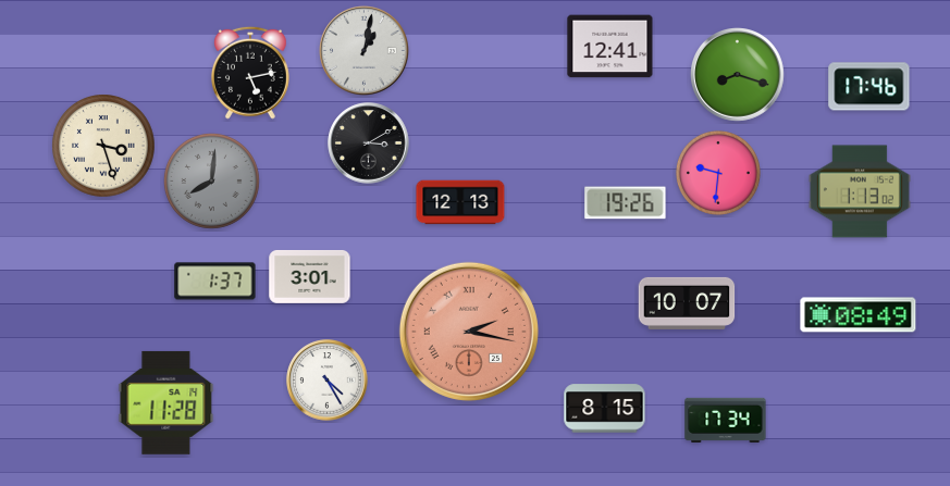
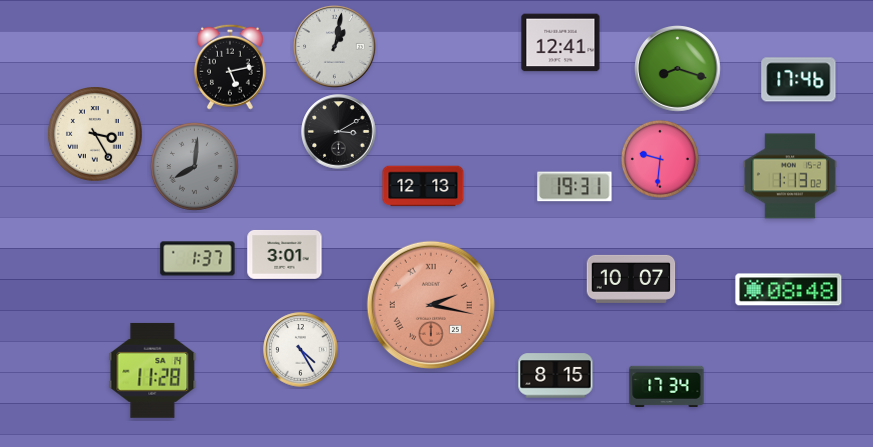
clock at (103, 146): 3:27 -> 3:25
clock at (626, 203): 19:26 -> 19:31
clock at (859, 315): 08:49 -> 08:48
